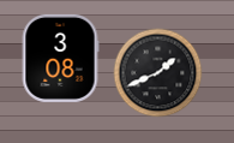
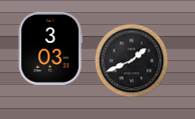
clock at (60, 58): 3:08 -> 3:03
